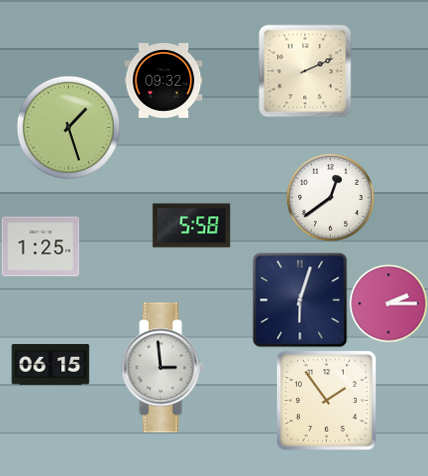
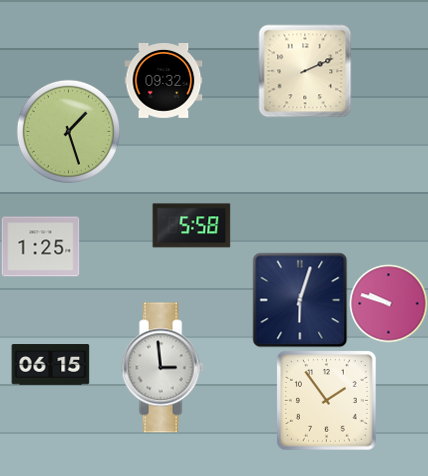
clock at (68, 127) position: (68, 127) -> (68, 131)
clock at (330, 197): 12:39 -> none
clock at (388, 303): 2:15 -> 9:48
